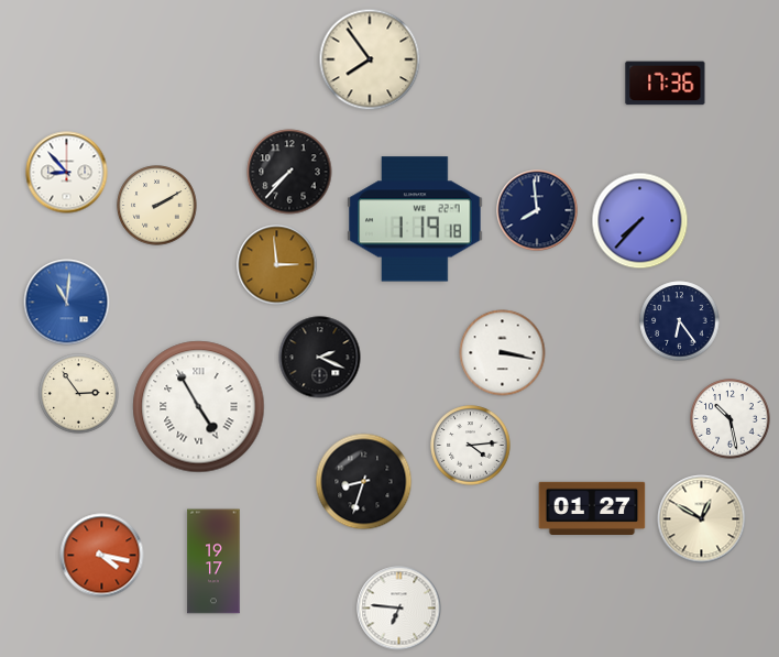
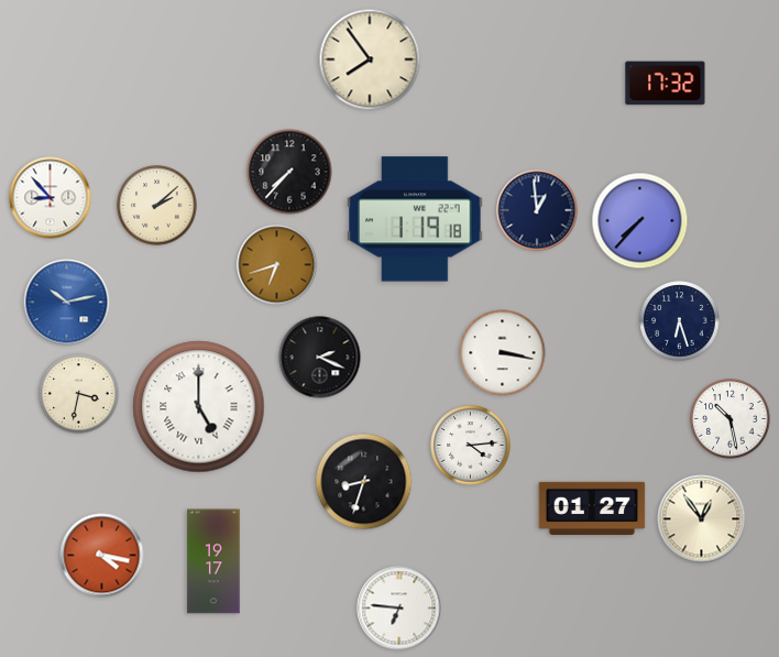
clock at (666, 84): 17:36 -> 17:32
clock at (67, 173) position: (67, 173) -> (51, 198)
clock at (157, 206): 2:10 -> 2:08
clock at (537, 210): 7:59 -> 12:59
clock at (277, 265): 2:59 -> 6:42
clock at (67, 303): 11:01 -> 10:13
clock at (680, 321): 6:24 -> 6:27
clock at (79, 394): 2:54 -> 3:32
clock at (199, 407): 4:55 -> 5:00
clock at (702, 519): 12:50 -> 12:54
